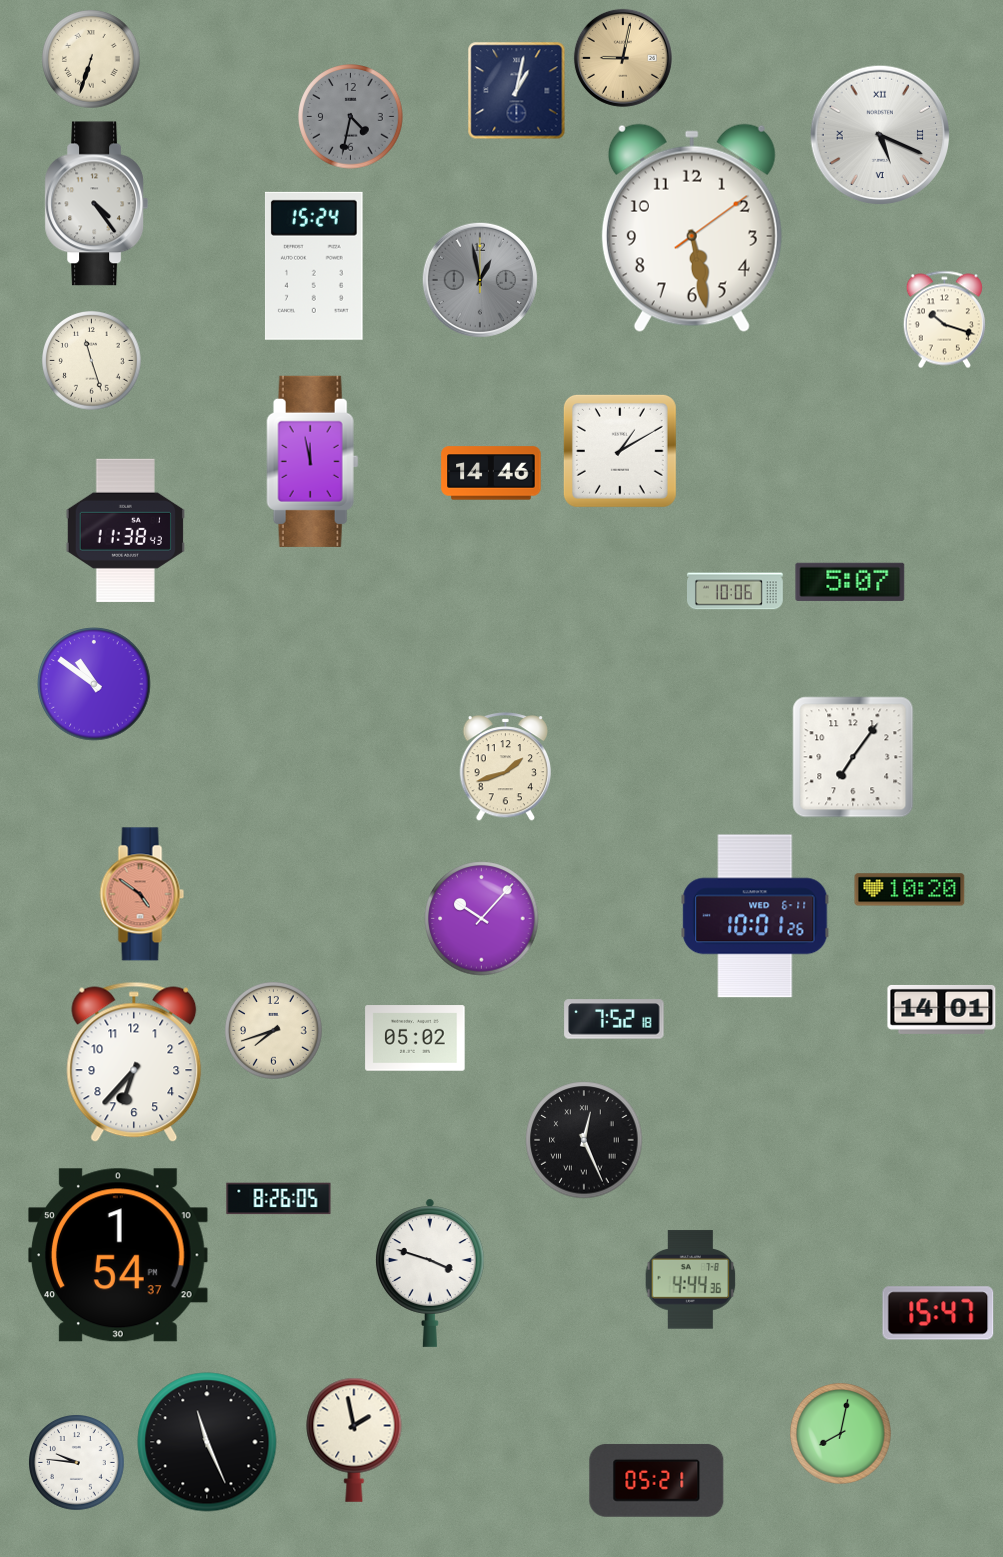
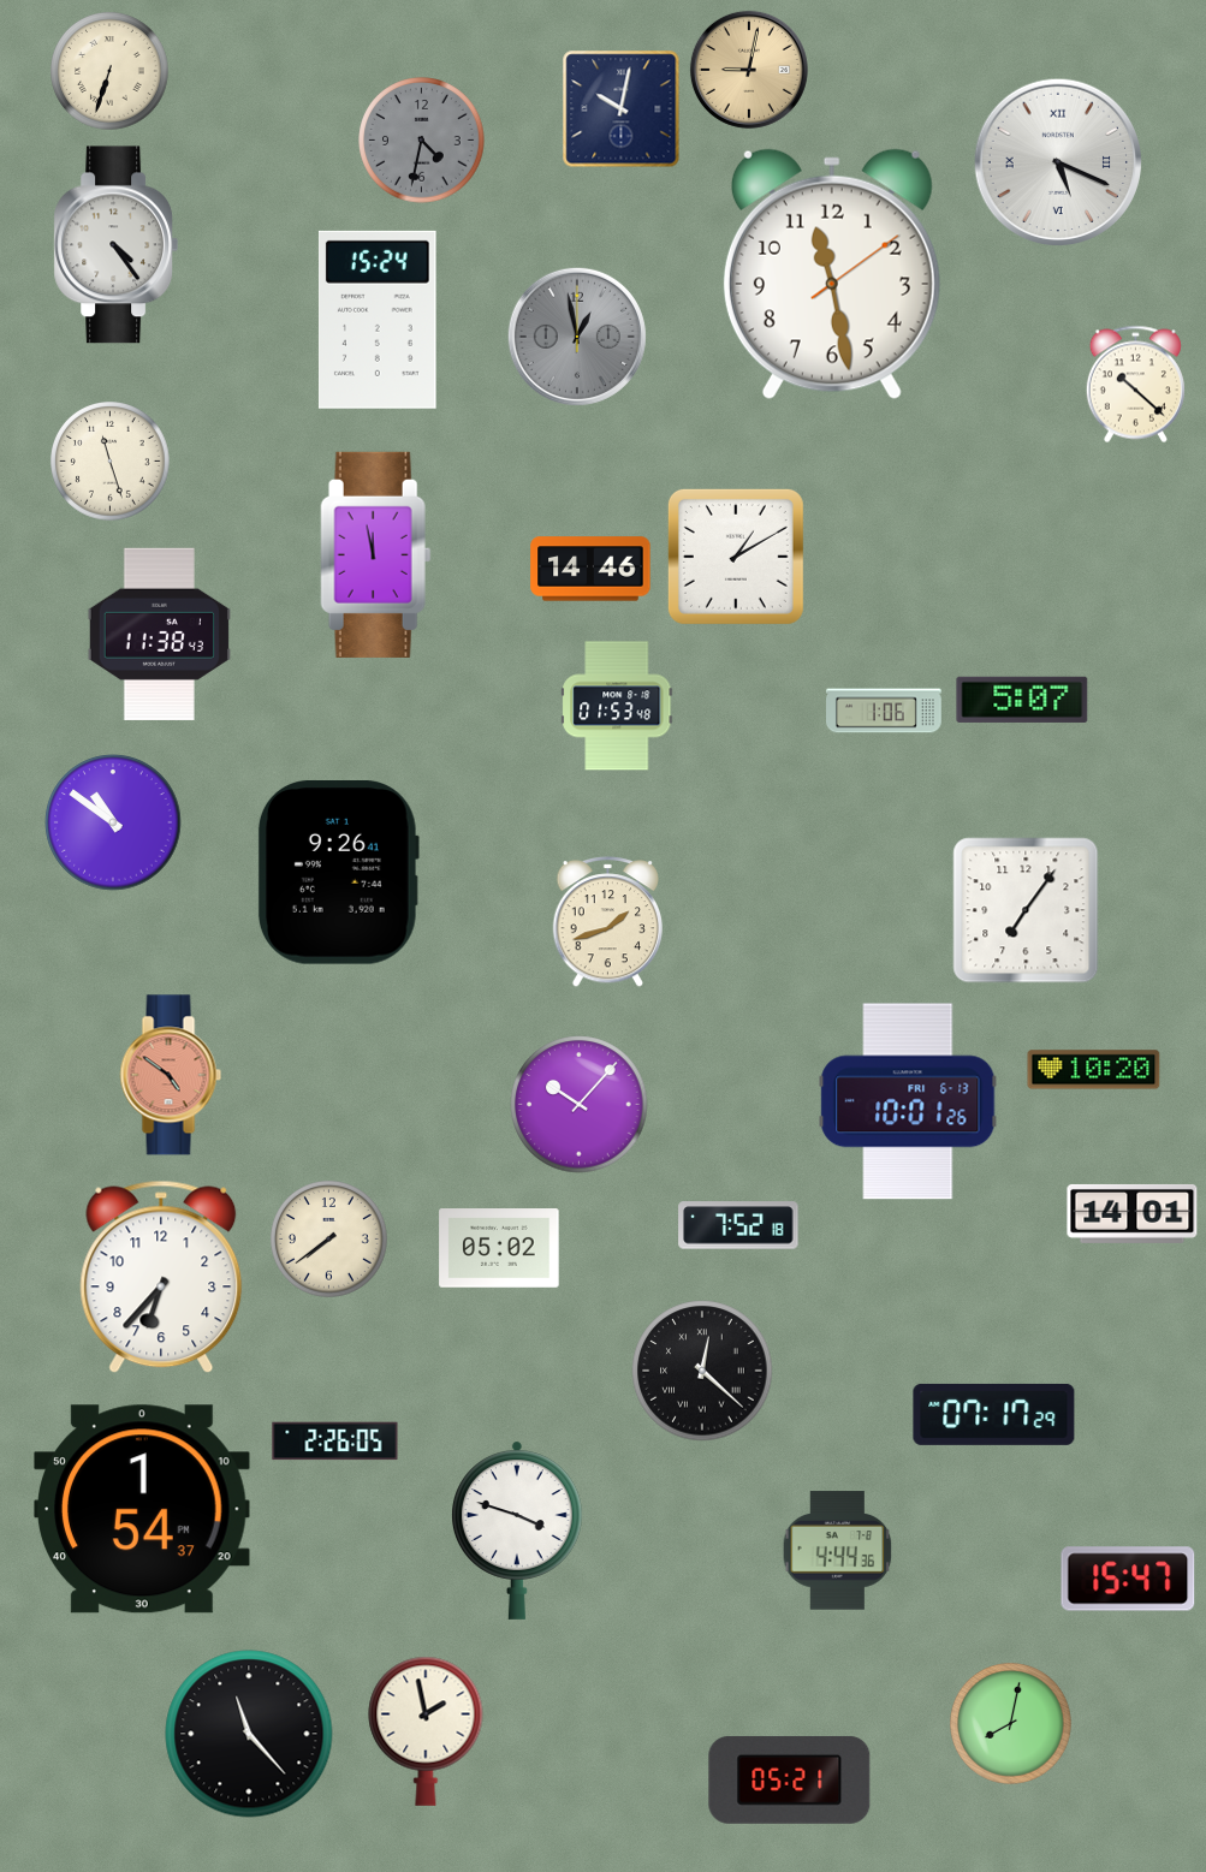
clock at (517, 91): 1:02 -> 10:02
clock at (692, 228): 5:28 -> 11:28
clock at (944, 320): 10:18 -> 10:22
clock at (92, 361) position: (92, 361) -> (111, 462)
clock at (620, 451) position: (620, 451) -> (736, 557)
clock at (125, 530) position: (125, 530) -> (159, 634)
clock at (617, 706): none -> 01:53
clock at (736, 591): 10:06 -> 1:06
clock at (338, 873): none -> 9:26
clock at (755, 916) date: WED 6-11 -> FRI 6-13
clock at (274, 1031): 7:42 -> 7:39
clock at (584, 1140): 12:26 -> 12:22
clock at (994, 1414): none -> 07:17
clock at (279, 1199): 8:26 -> 2:26
clock at (691, 1280) position: (691, 1280) -> (838, 1551)
clock at (207, 1442): 11:26 -> 11:23
clock at (77, 1463): 9:46 -> none
